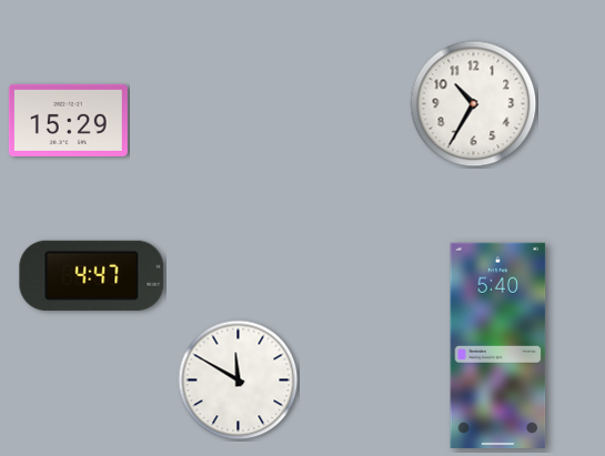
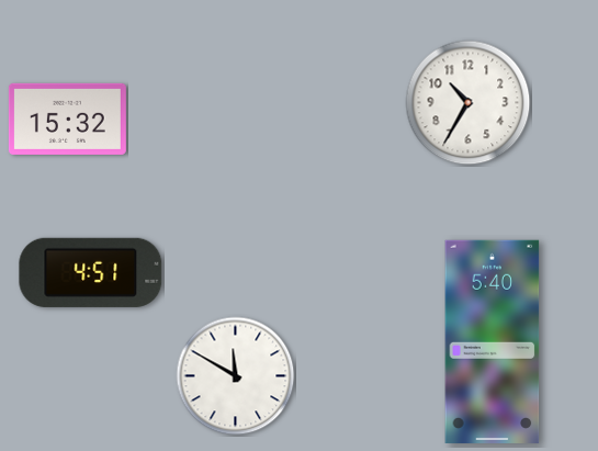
clock at (68, 120): 15:29 -> 15:32
clock at (92, 275): 4:47 -> 4:51
